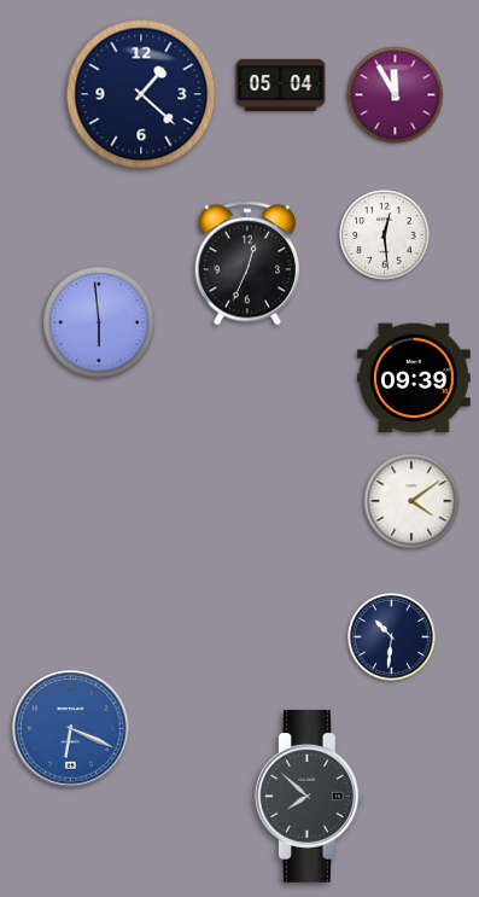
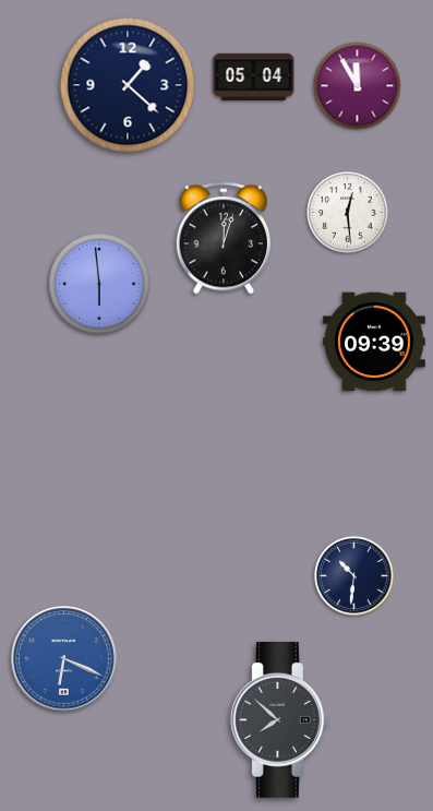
clock at (246, 263): 12:34 -> 12:03
clock at (100, 324) position: (100, 324) -> (100, 285)
clock at (411, 501): 4:09 -> none
